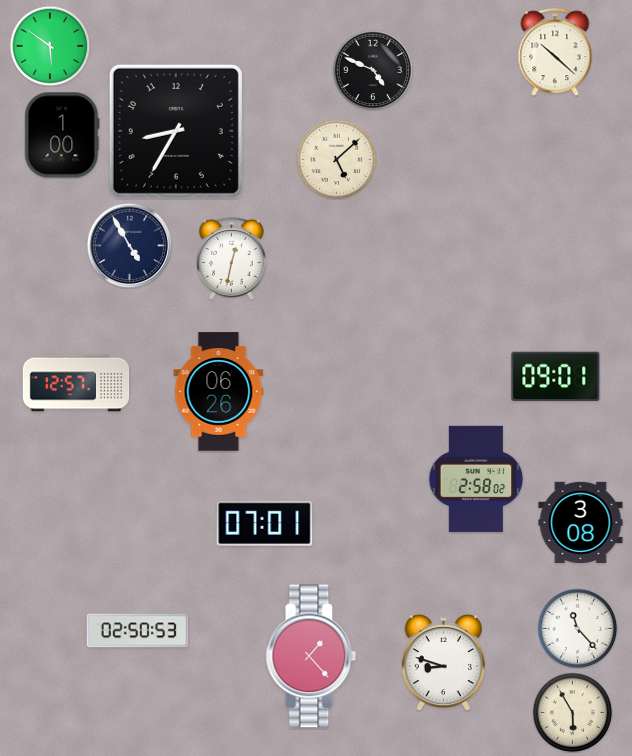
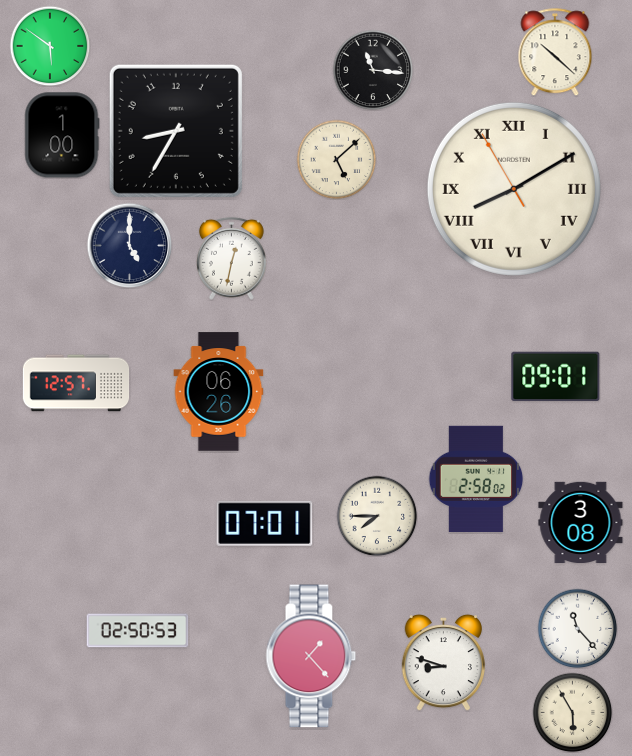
clock at (373, 70): 4:49 -> 11:16
clock at (514, 189): none -> 8:09
clock at (129, 245): 4:55 -> 5:00
clock at (377, 516): none -> 7:45
